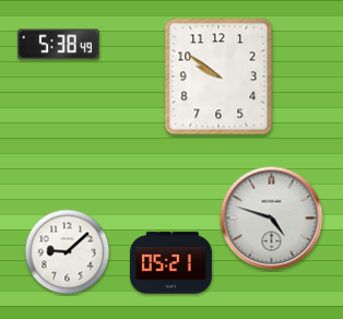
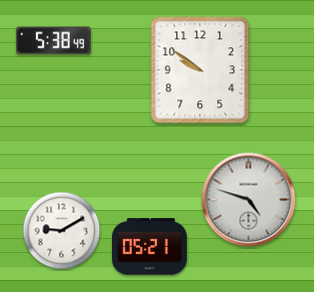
clock at (68, 252): 9:08 -> 9:10
clock at (170, 263) position: (170, 263) -> (149, 247)
